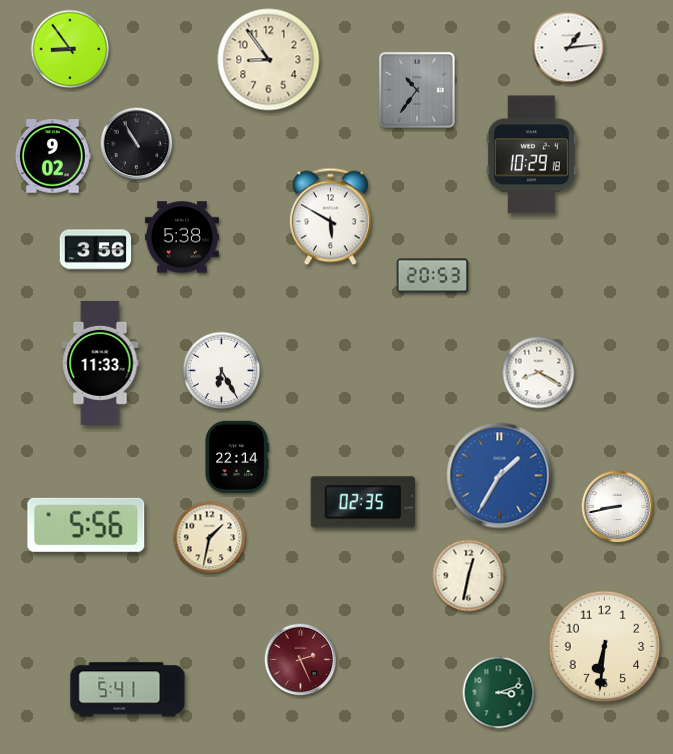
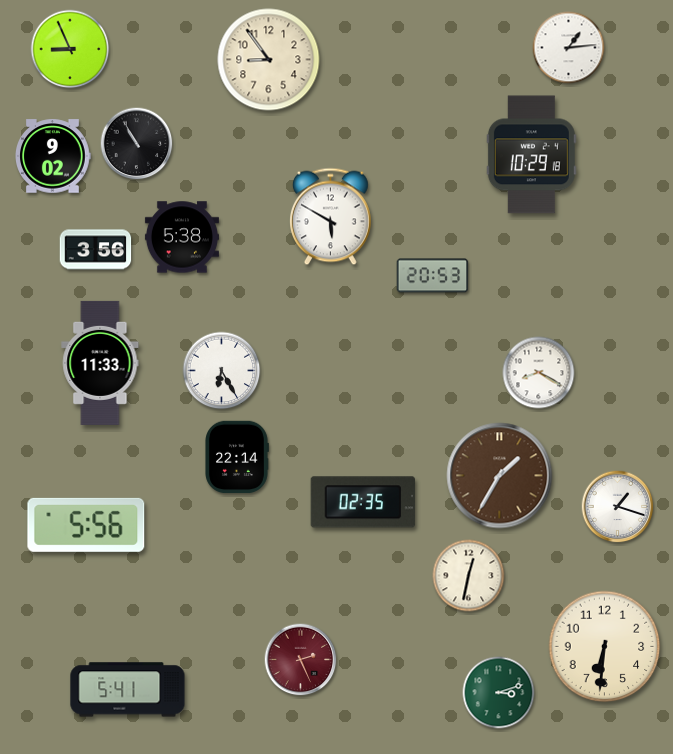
clock at (70, 49): 8:54 -> 8:56
clock at (417, 90): 10:36 -> none
clock at (500, 476) dial: blue -> brown
clock at (618, 507): 8:43 -> 1:18
clock at (210, 538): 1:32 -> none
